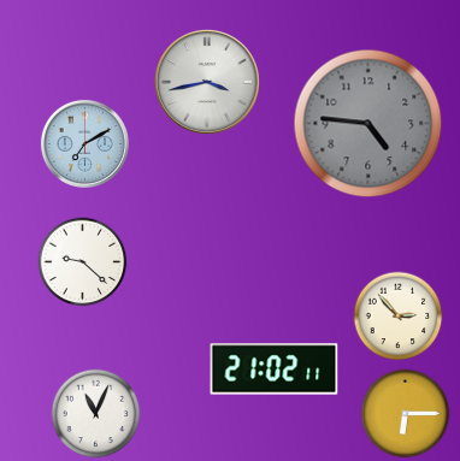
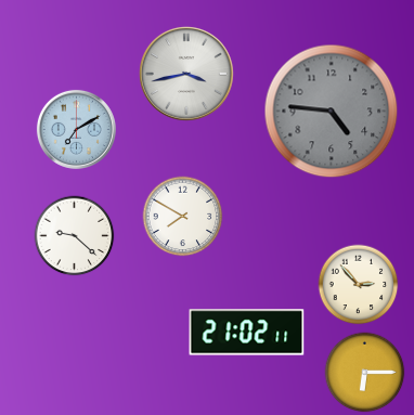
clock at (183, 217): none -> 7:50
clock at (96, 414): 11:04 -> none
